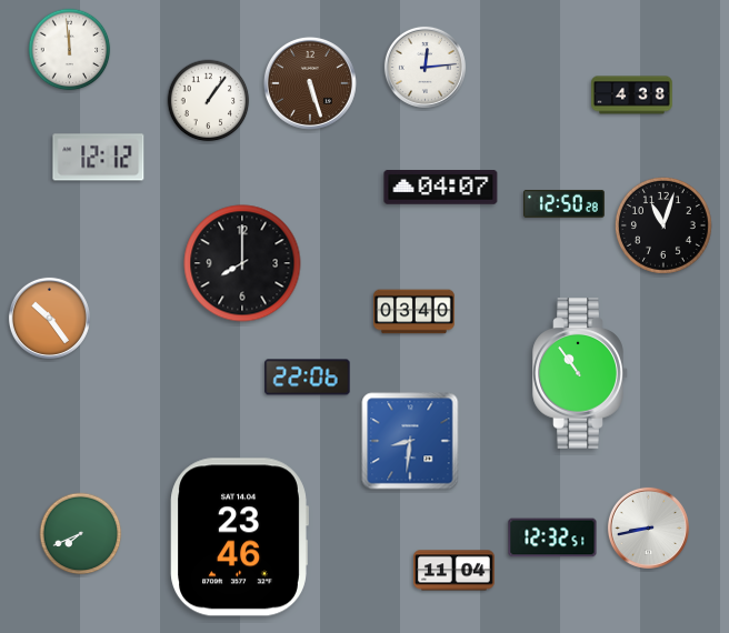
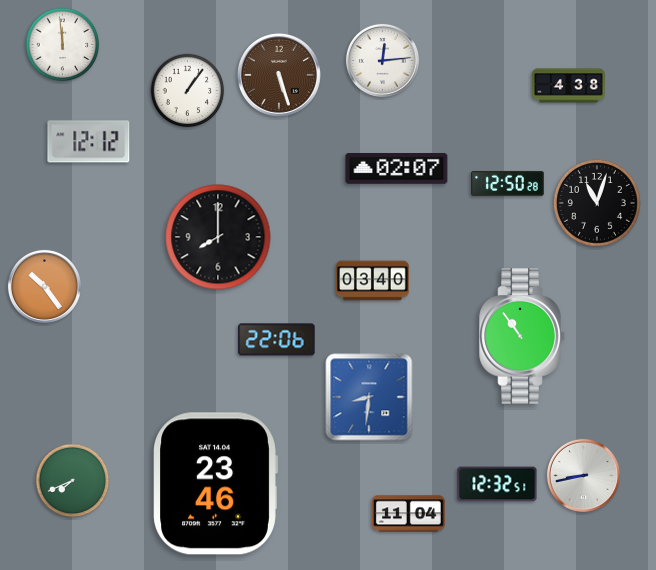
clock at (441, 188): 04:07 -> 02:07
